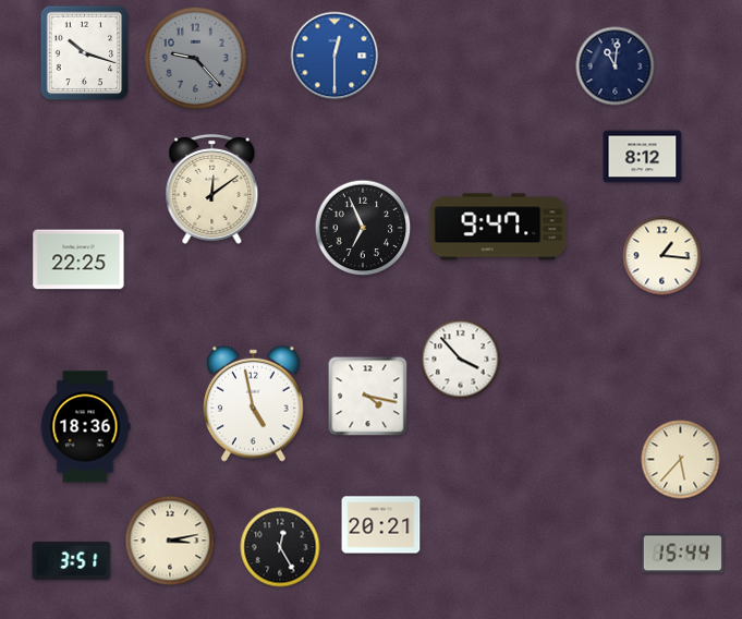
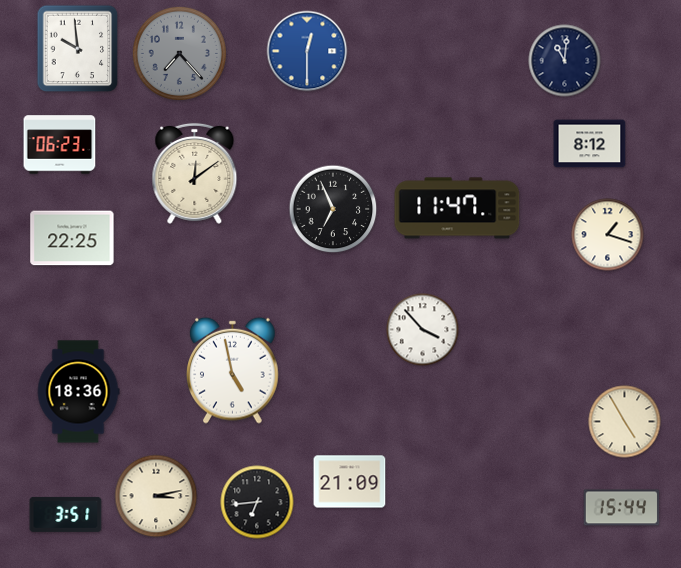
clock at (85, 53): 10:18 -> 9:59
clock at (195, 58): 9:23 -> 7:23
clock at (60, 145): none -> 06:23
clock at (498, 227): 9:47 -> 11:47
clock at (662, 256): 1:16 -> 1:18
clock at (368, 397): 4:17 -> none
clock at (681, 460): 5:37 -> 4:55
clock at (381, 525): 20:21 -> 21:09
clock at (280, 547): 12:25 -> 6:44
clock at (683, 554) position: (683, 554) -> (622, 508)
